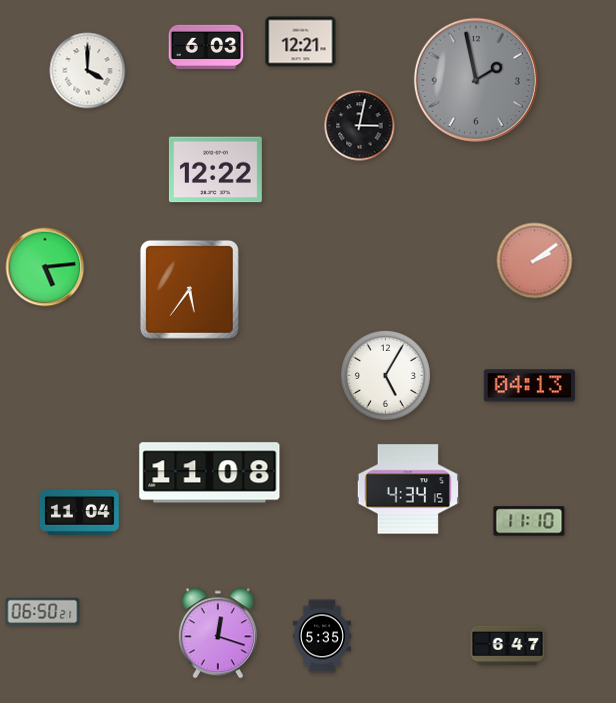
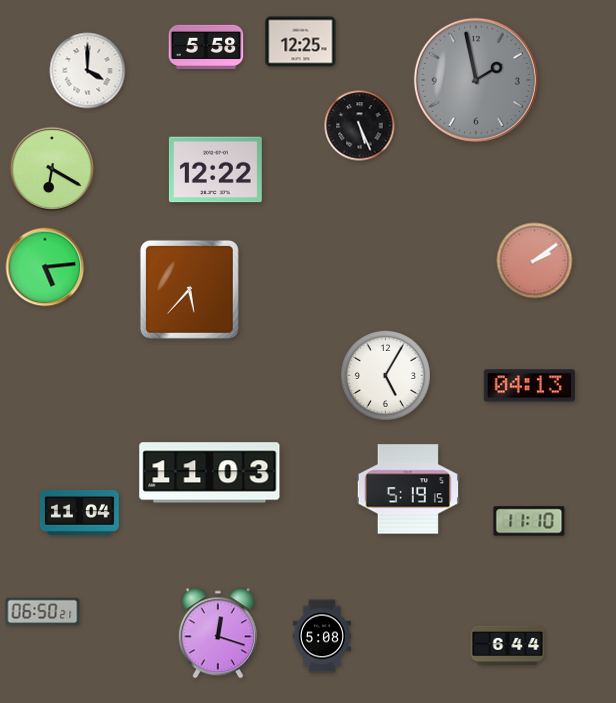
clock at (301, 42): 12:21 -> 12:25
clock at (206, 46): 6:03 -> 5:58
clock at (360, 126): 3:02 -> 5:26
clock at (52, 169): none -> 6:20
clock at (189, 289): 5:36 -> 5:37
clock at (210, 473): 11:08 -> 11:03
clock at (408, 489): 4:34 -> 5:19
clock at (322, 636): 5:35 -> 5:08
clock at (508, 645): 6:47 -> 6:44
